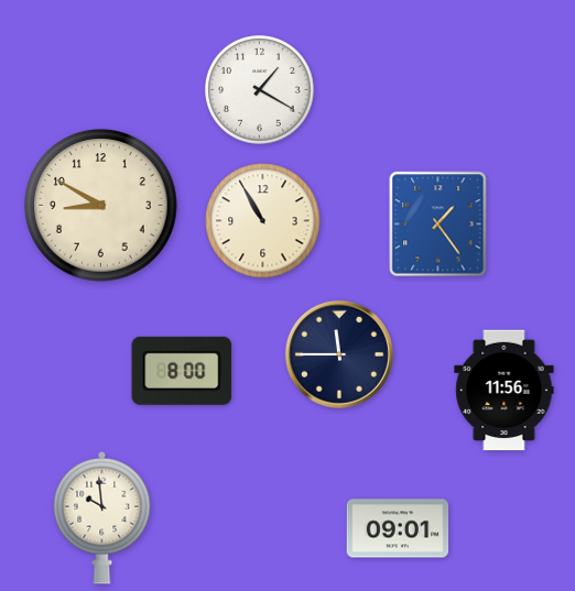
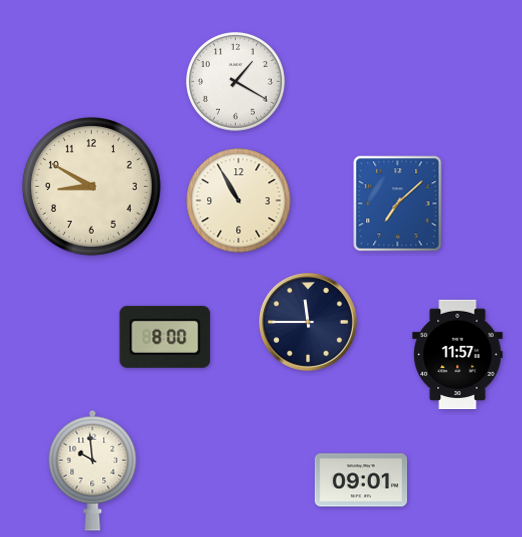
clock at (438, 225): 1:24 -> 7:08
clock at (505, 391): 11:56 -> 11:57
